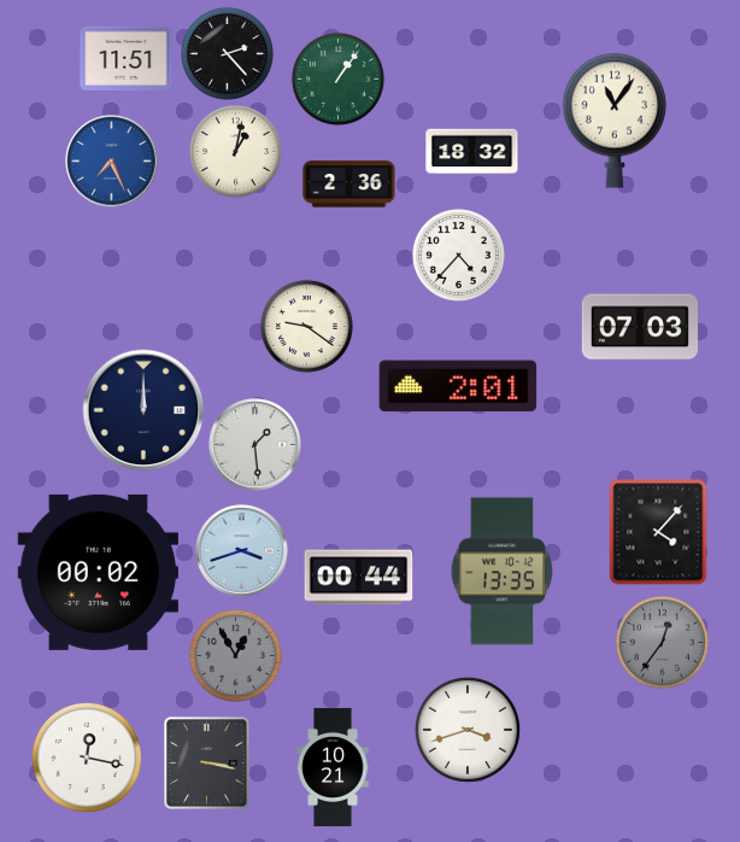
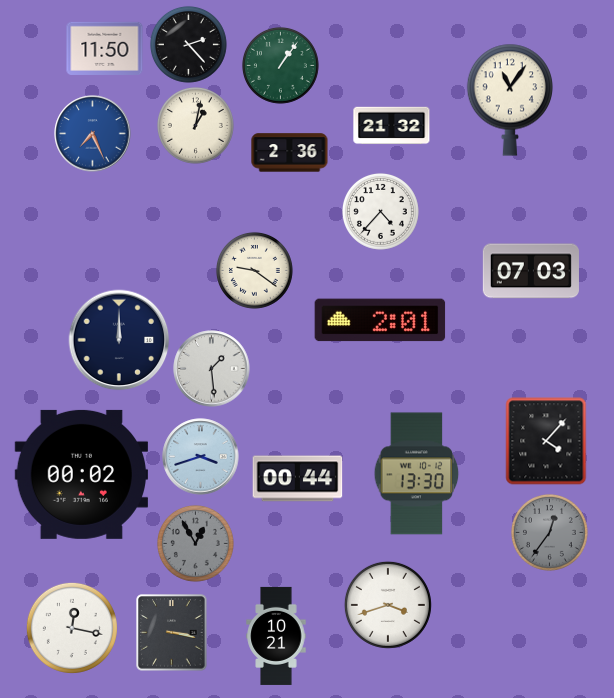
clock at (127, 58): 11:51 -> 11:50
clock at (472, 152): 18:32 -> 21:32
clock at (503, 572): 13:35 -> 13:30
